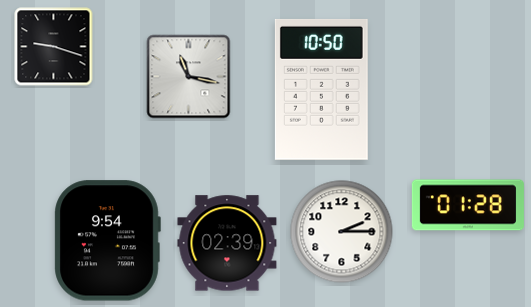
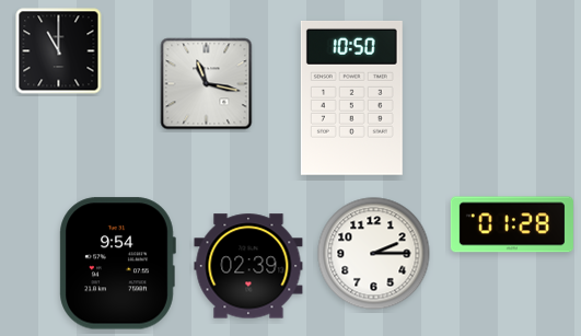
clock at (54, 47): 9:18 -> 11:00
